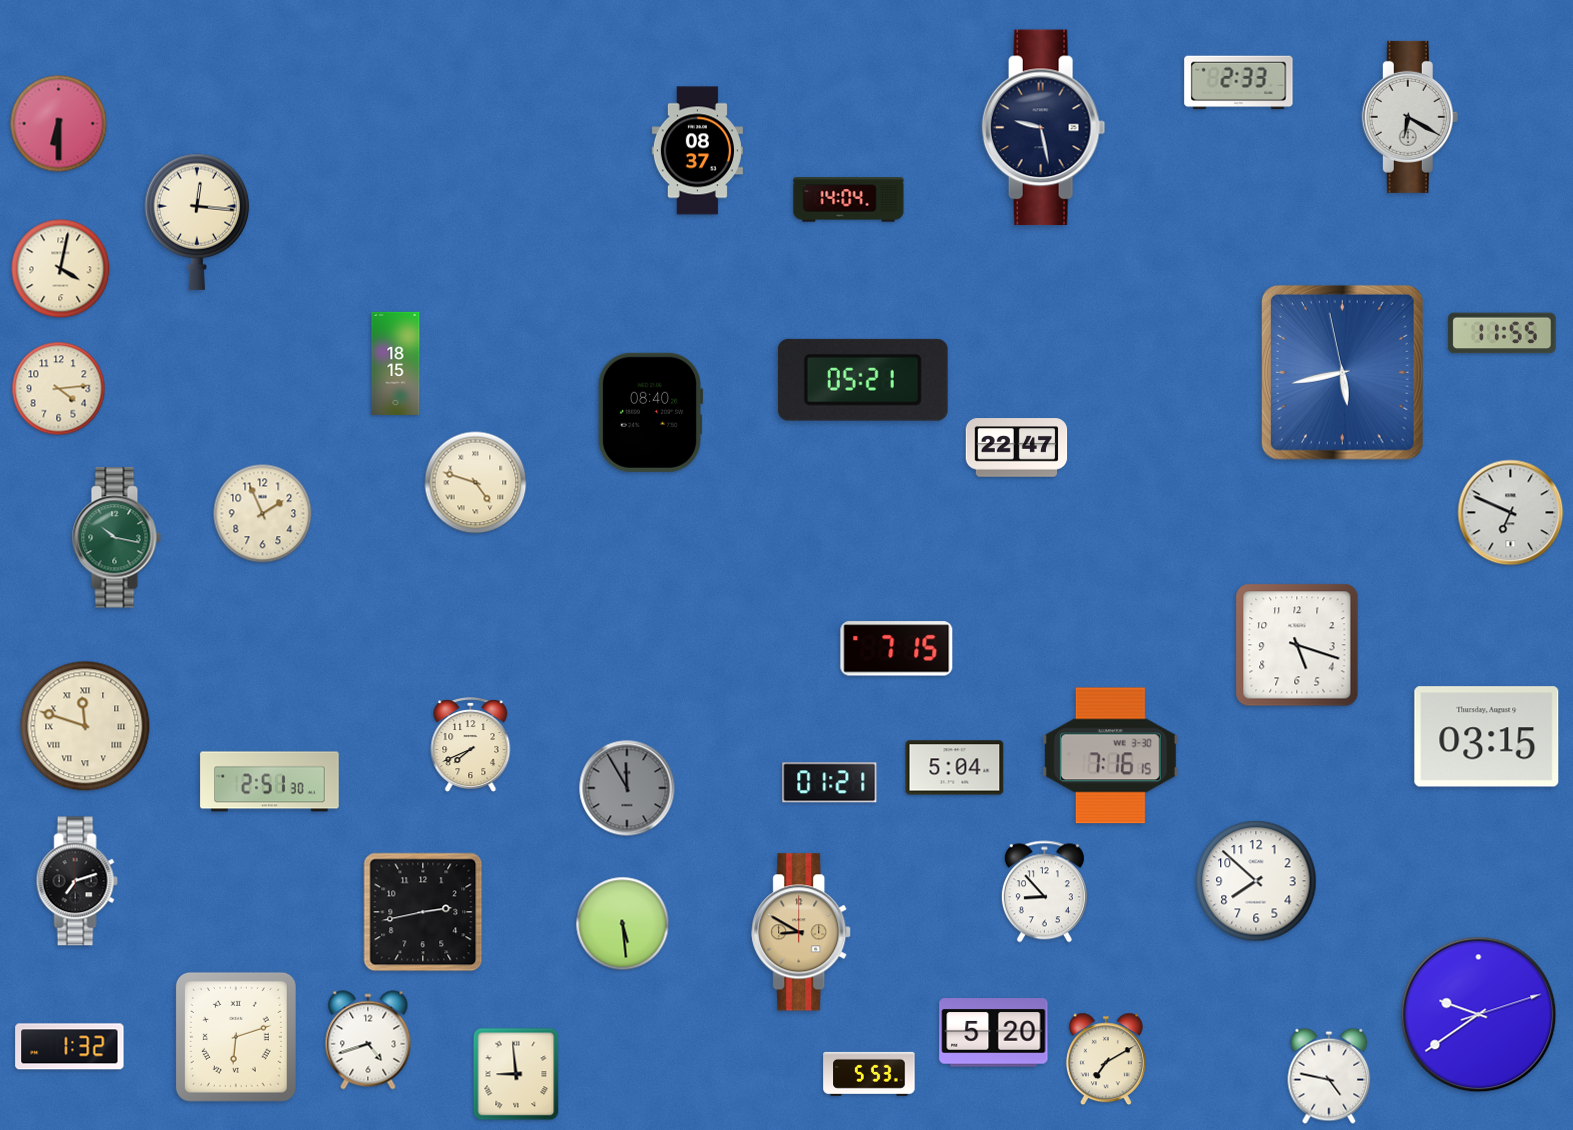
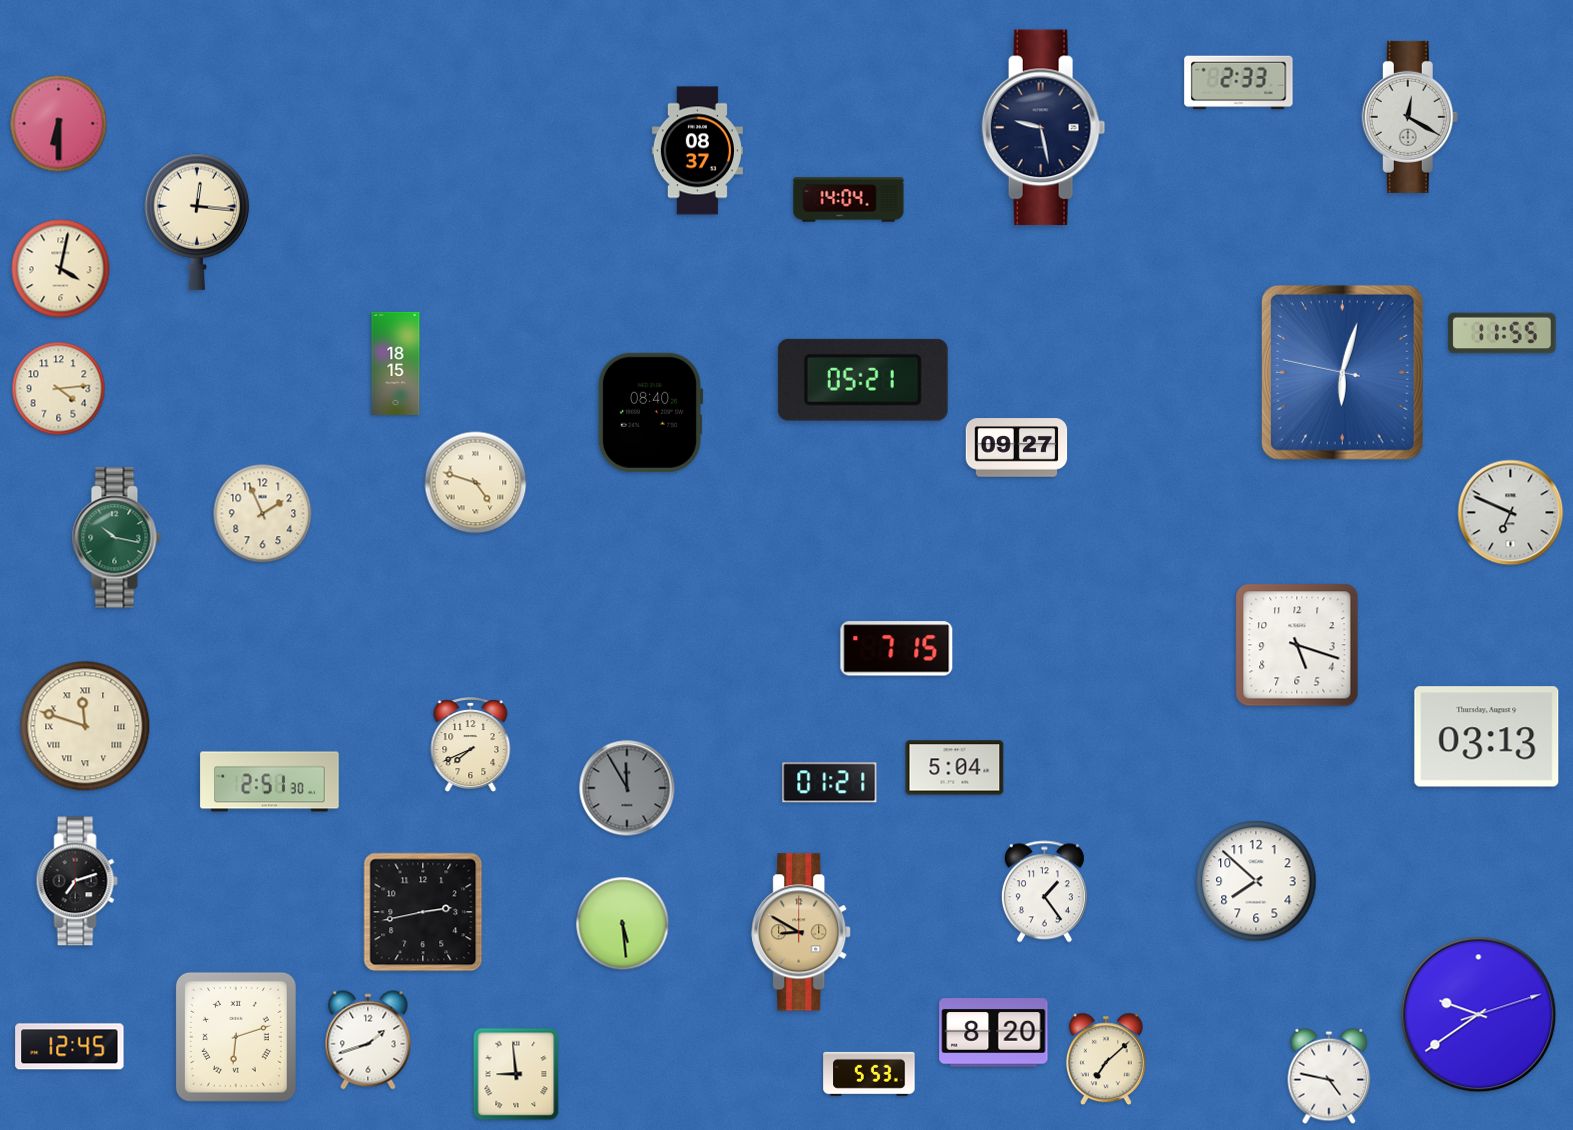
clock at (1410, 117): 6:20 -> 12:20
clock at (1342, 372): 5:42 -> 6:02
clock at (1017, 448): 22:47 -> 09:27
clock at (1487, 737): 03:15 -> 03:13
clock at (1110, 756): 7:16 -> none
clock at (1044, 892): 8:53 -> 1:24
clock at (994, 1033): 5:20 -> 8:20
clock at (368, 1040): 4:42 -> 1:42
clock at (70, 1047): 1:32 -> 12:45
clock at (1106, 1059): 7:10 -> 7:08
